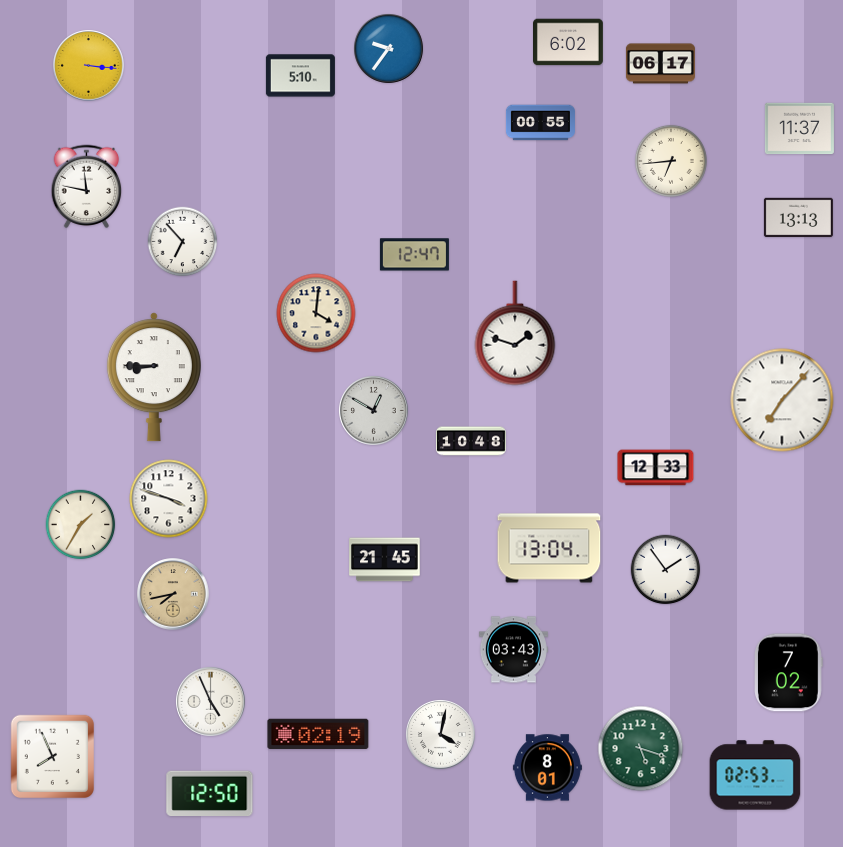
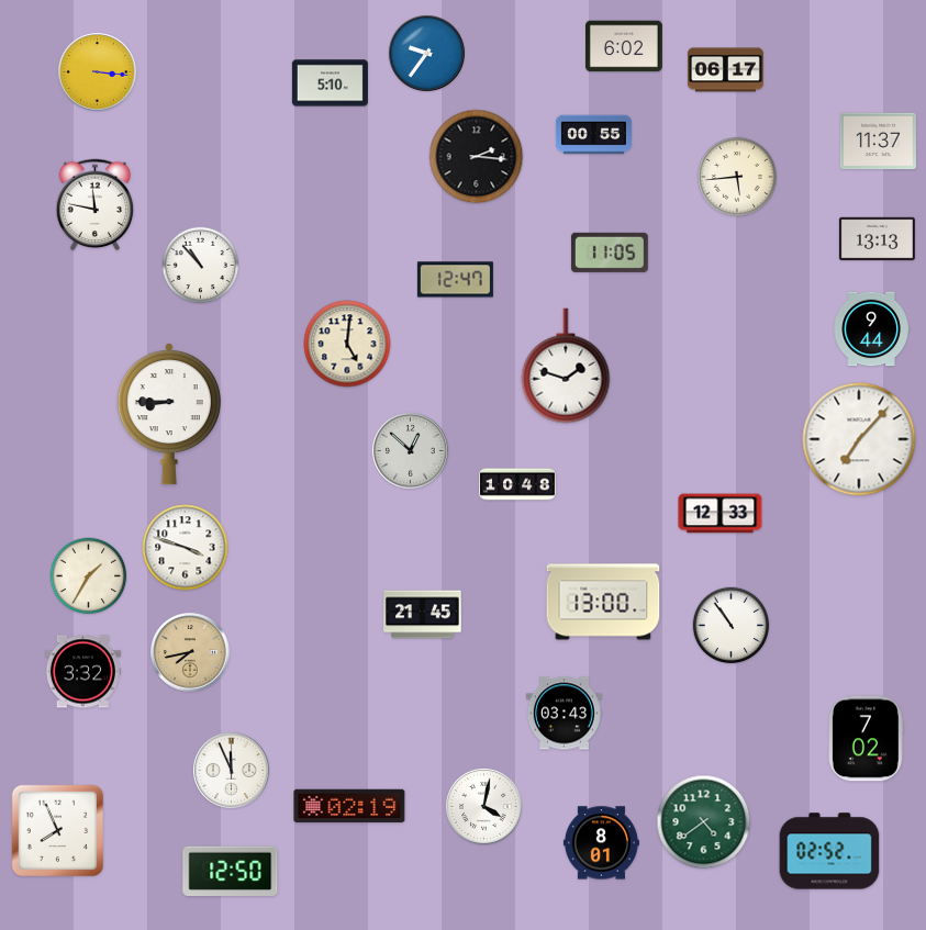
clock at (477, 157): none -> 2:16
clock at (671, 161): 6:44 -> 5:44
clock at (610, 253): none -> 11:05
clock at (183, 242): 6:53 -> 10:53
clock at (871, 329): none -> 9:44
clock at (316, 313): 4:01 -> 5:01
clock at (374, 411): 12:50 -> 12:52
clock at (549, 548): 13:04 -> 13:00
clock at (666, 570): 1:54 -> 10:54
clock at (82, 672): none -> 3:32
clock at (211, 702): 4:56 -> 11:56
clock at (641, 749): 5:18 -> 4:39
clock at (755, 775): 02:53 -> 02:52
